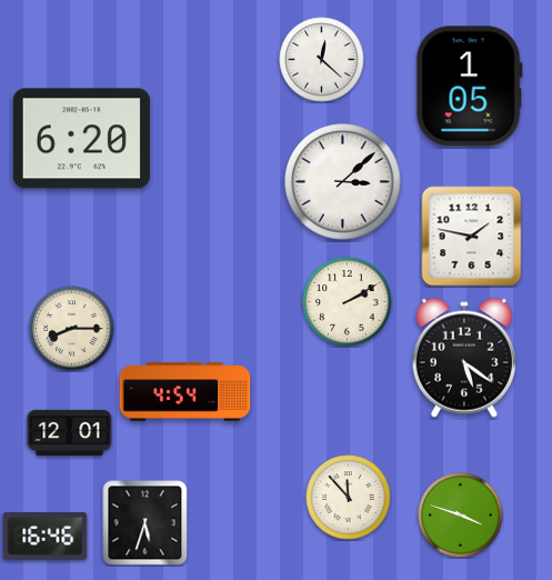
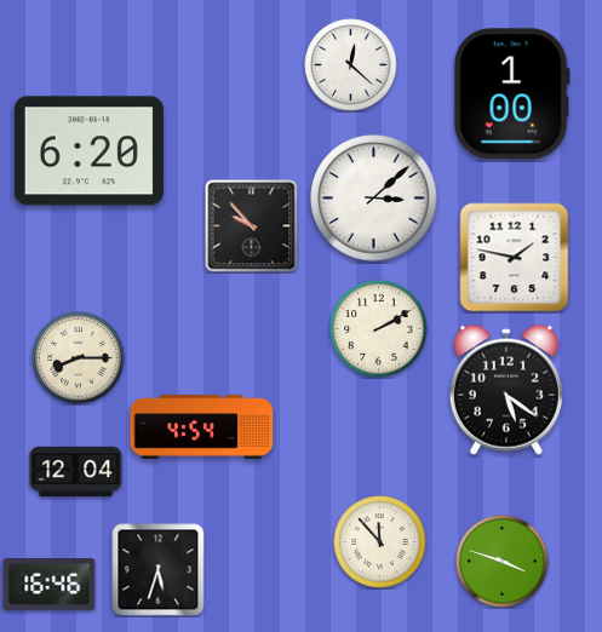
clock at (469, 87): 1:05 -> 1:00
clock at (252, 226): none -> 9:53
clock at (70, 433): 12:01 -> 12:04
